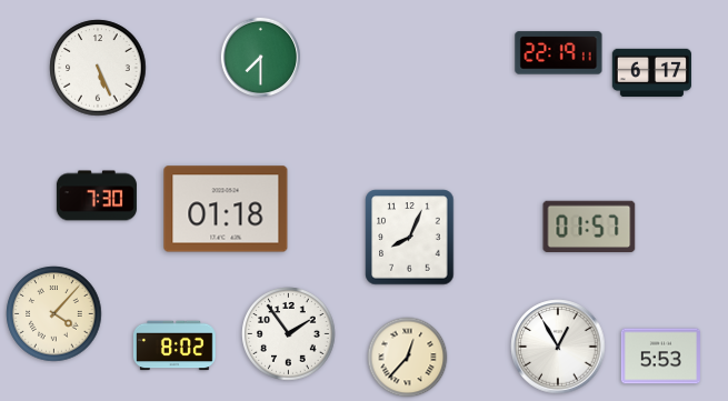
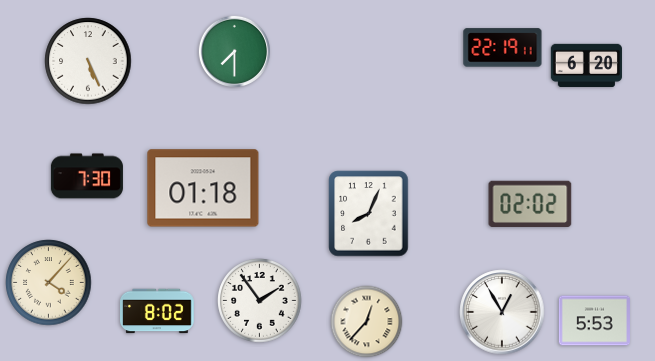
clock at (651, 72): 6:17 -> 6:20
clock at (589, 225): 01:57 -> 02:02
